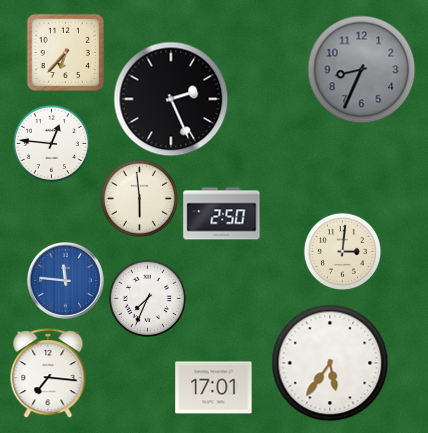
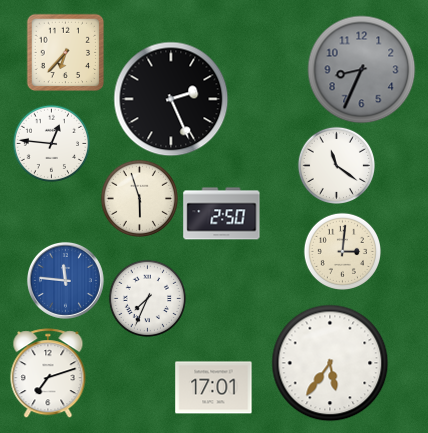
clock at (336, 165): none -> 11:21
clock at (139, 198): 5:59 -> 5:57
clock at (48, 373): 7:16 -> 7:12
